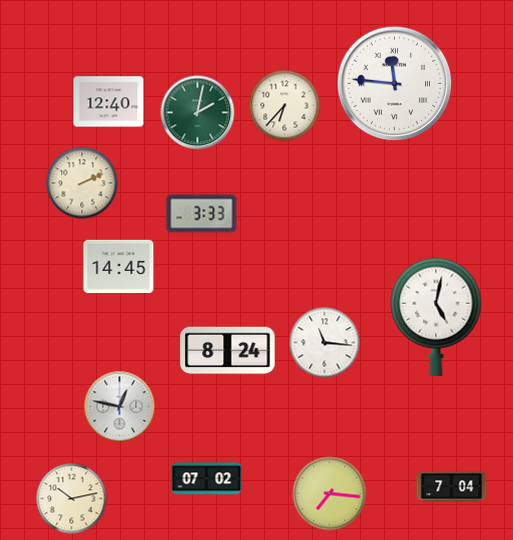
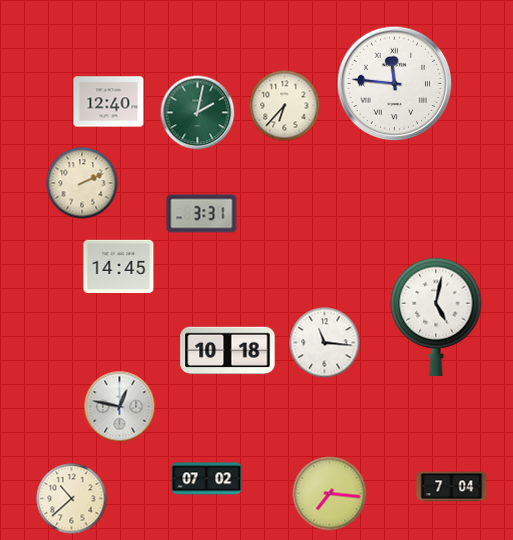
clock at (202, 214): 3:33 -> 3:31
clock at (228, 351): 8:24 -> 10:18
clock at (72, 499): 10:13 -> 10:38
